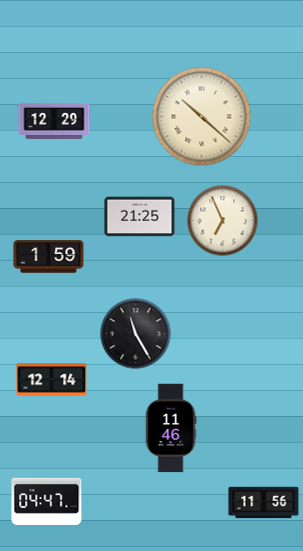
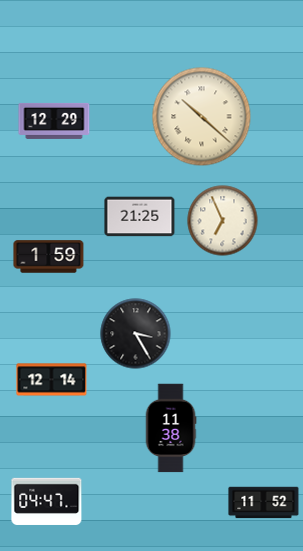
clock at (136, 334): 11:25 -> 3:25
clock at (171, 428): 11:46 -> 11:38
clock at (264, 503): 11:56 -> 11:52
